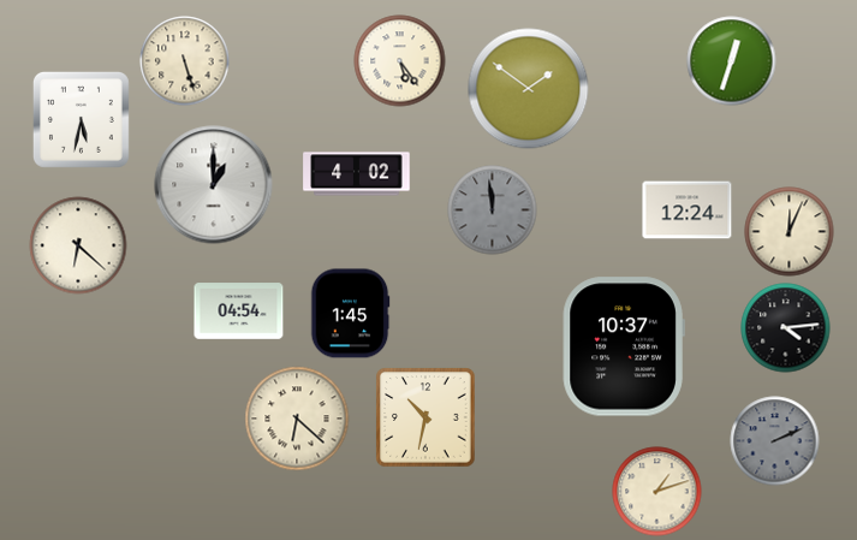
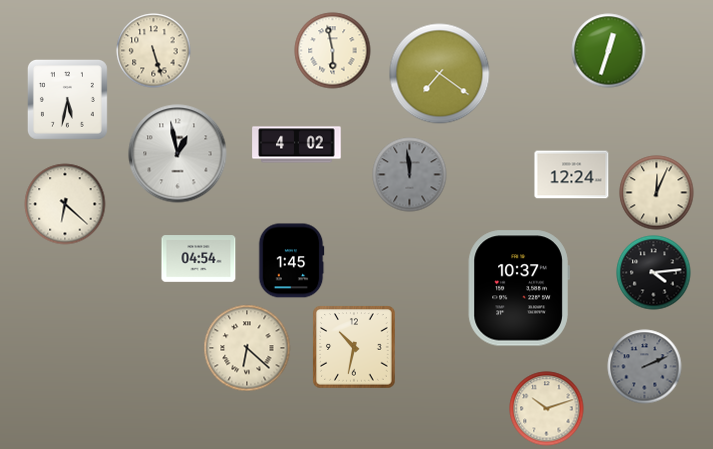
clock at (400, 61): 5:24 -> 5:58
clock at (529, 89): 1:51 -> 7:21
clock at (214, 185): 1:00 -> 12:58
clock at (657, 492): 1:12 -> 10:12
